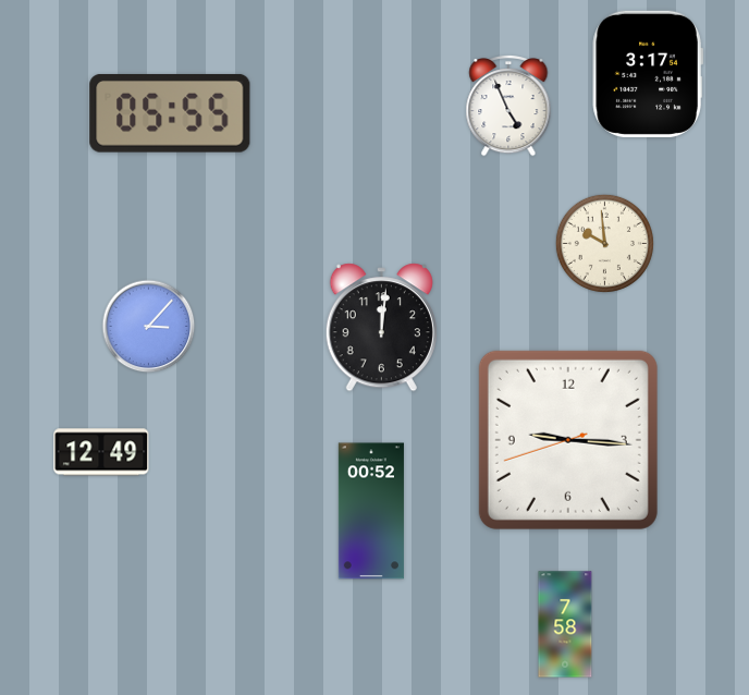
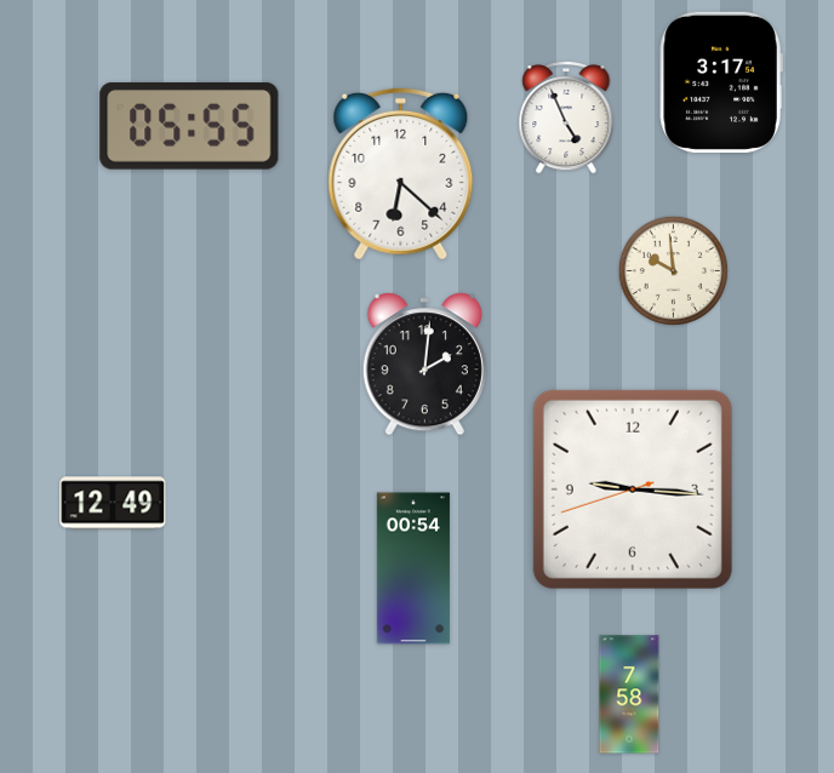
clock at (401, 173): none -> 6:22
clock at (149, 327): 3:07 -> none
clock at (381, 328): 12:01 -> 2:01
clock at (371, 511): 00:52 -> 00:54
